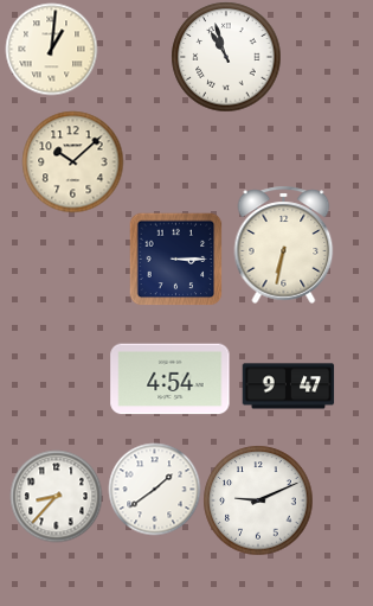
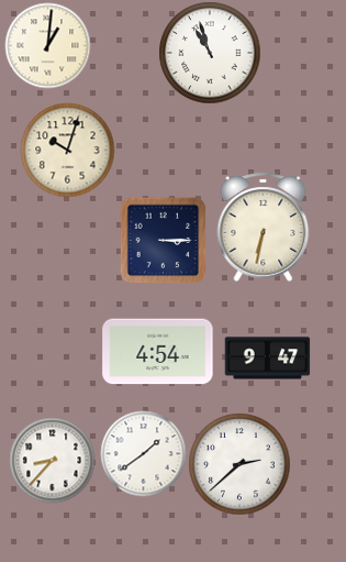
clock at (72, 161): 10:08 -> 10:03
clock at (258, 500): 9:11 -> 2:38
